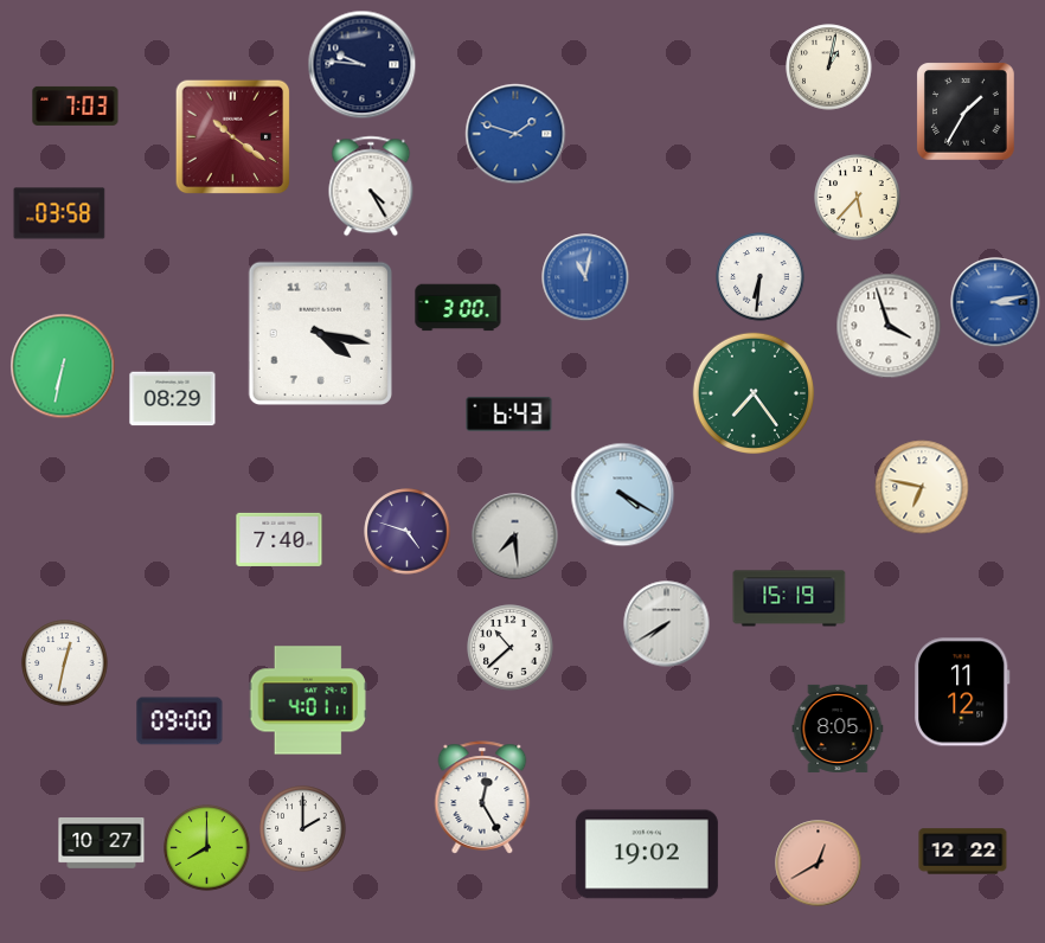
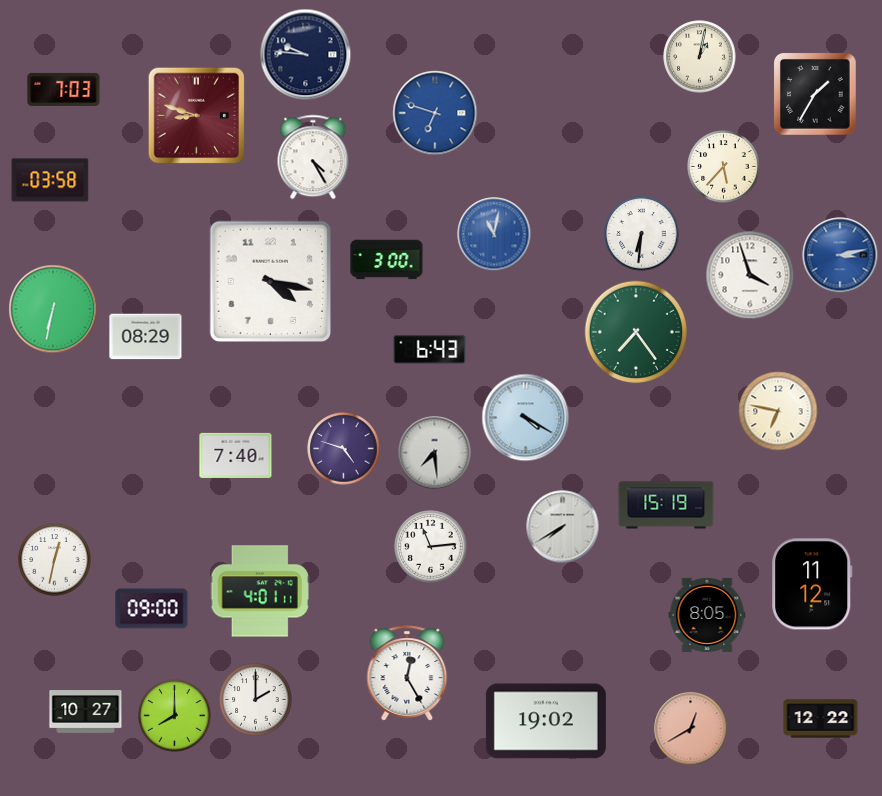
clock at (515, 134): 1:48 -> 6:48
clock at (233, 137): 10:21 -> 8:48
clock at (511, 648): 10:38 -> 11:14
clock at (963, 852) position: (963, 852) -> (821, 719)
